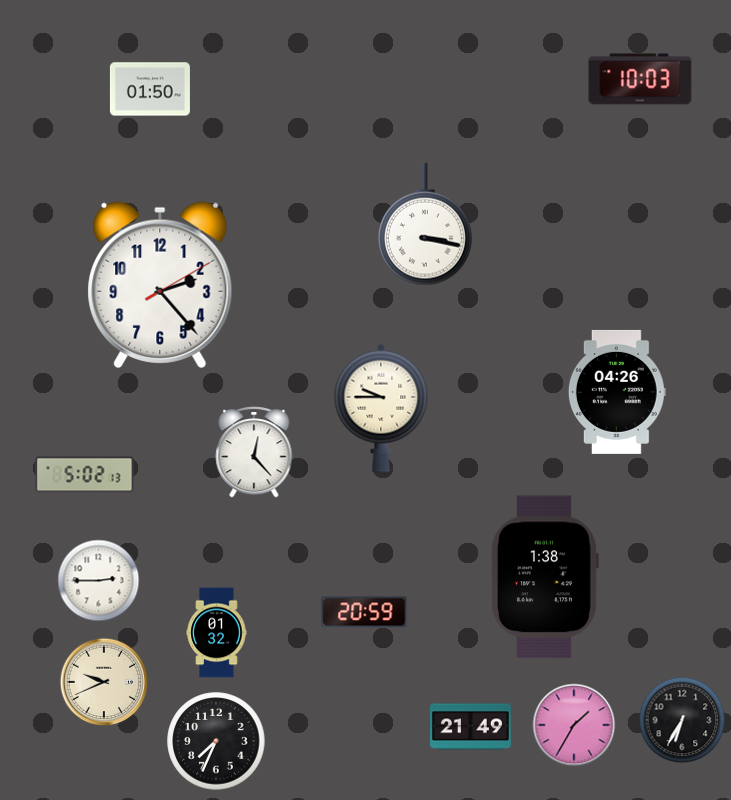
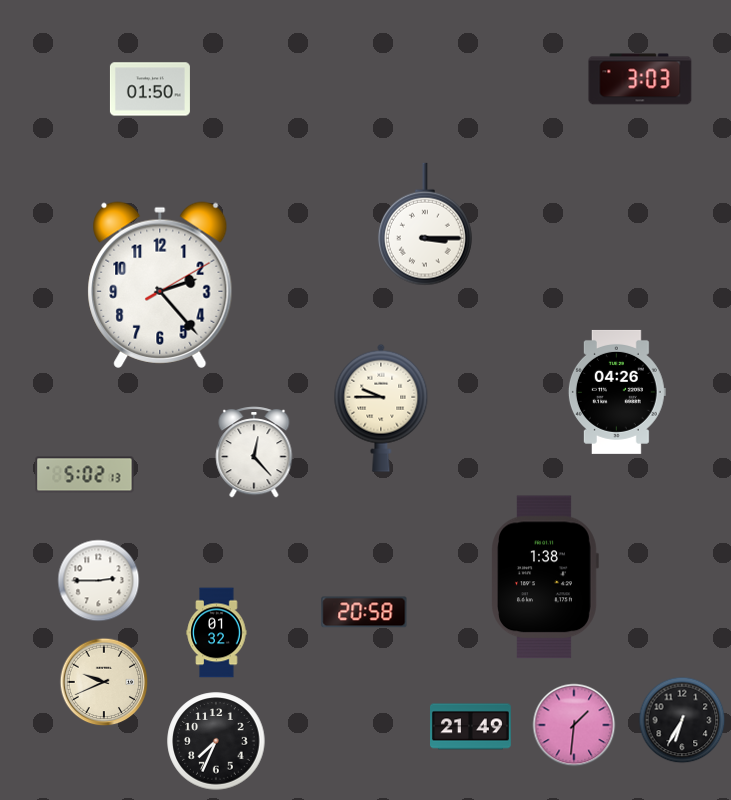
clock at (640, 79): 10:03 -> 3:03
clock at (425, 224): 3:17 -> 3:15
clock at (364, 612): 20:59 -> 20:58
clock at (574, 725): 1:35 -> 1:31
